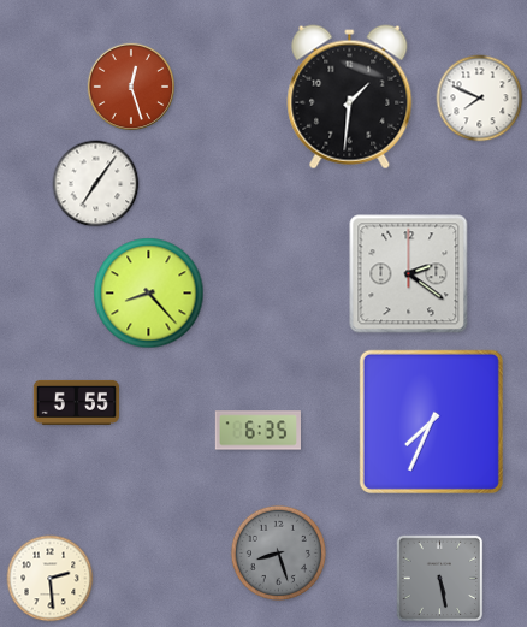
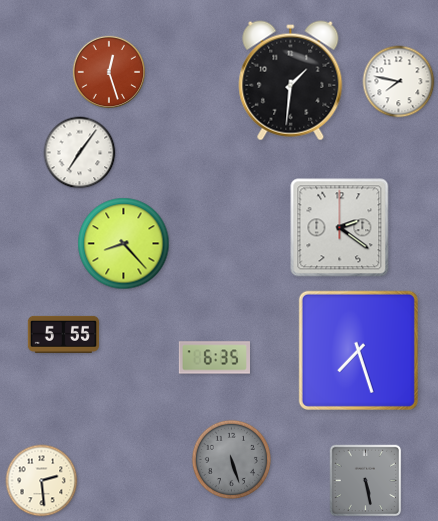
clock at (480, 99): 7:49 -> 7:47
clock at (431, 421): 7:34 -> 7:27
clock at (278, 552): 8:27 -> 5:27
